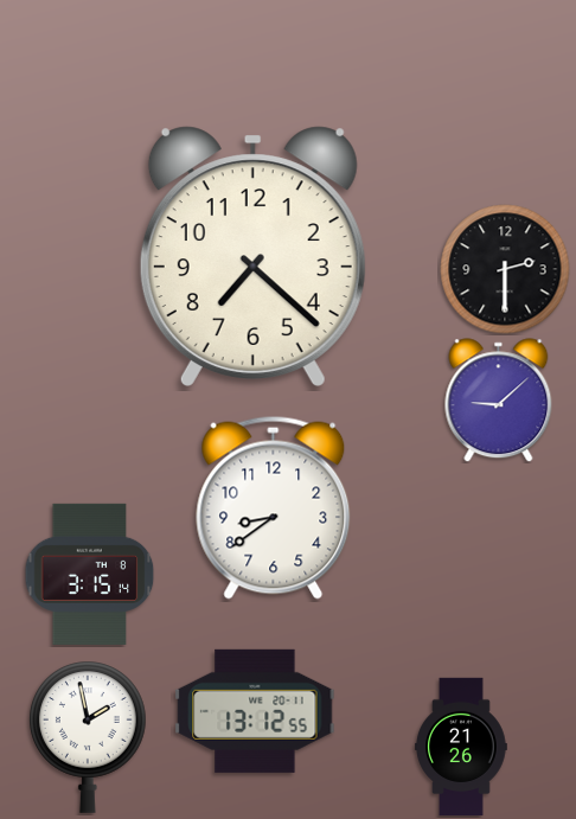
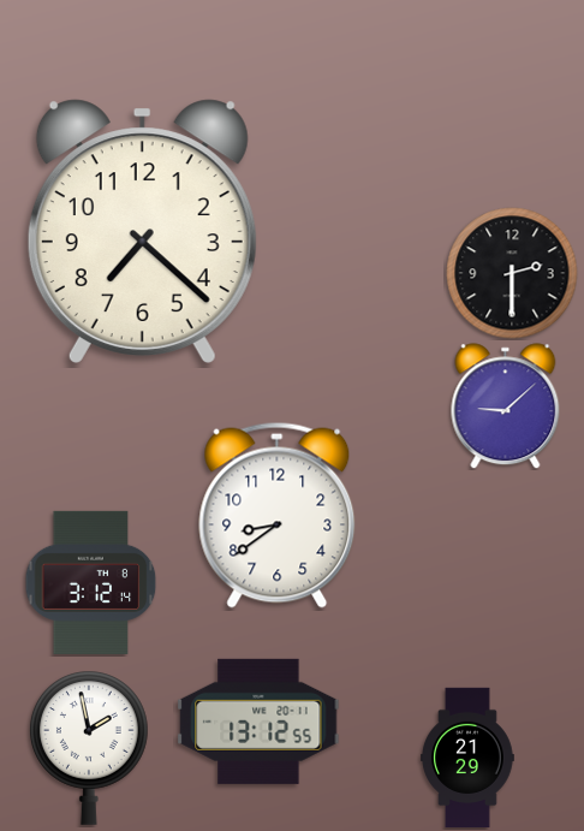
clock at (252, 256) position: (252, 256) -> (142, 231)
clock at (90, 574): 3:15 -> 3:12
clock at (461, 747): 21:26 -> 21:29
